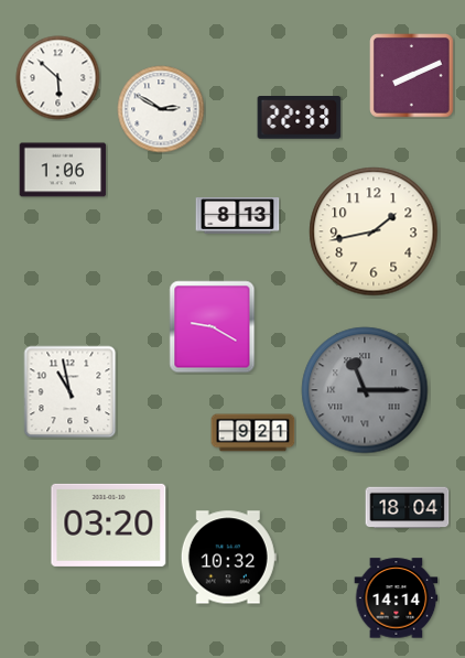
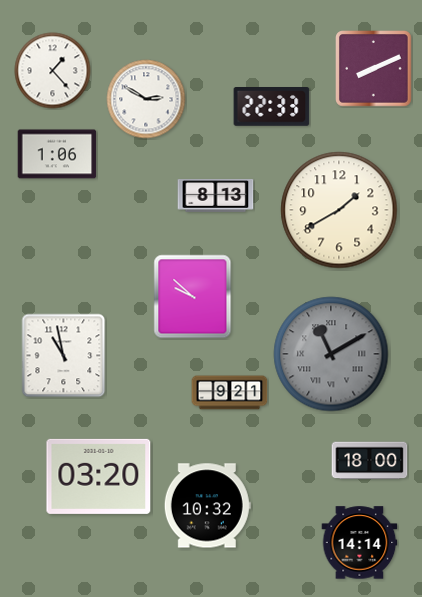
clock at (58, 78): 5:52 -> 1:23
clock at (374, 231): 1:43 -> 1:40
clock at (213, 327): 9:20 -> 9:52
clock at (365, 390): 11:15 -> 11:10
clock at (408, 508): 18:04 -> 18:00
